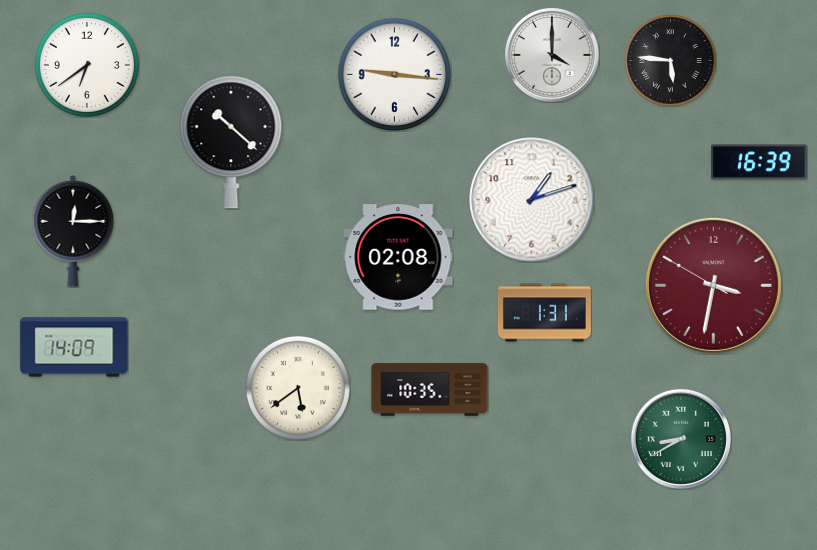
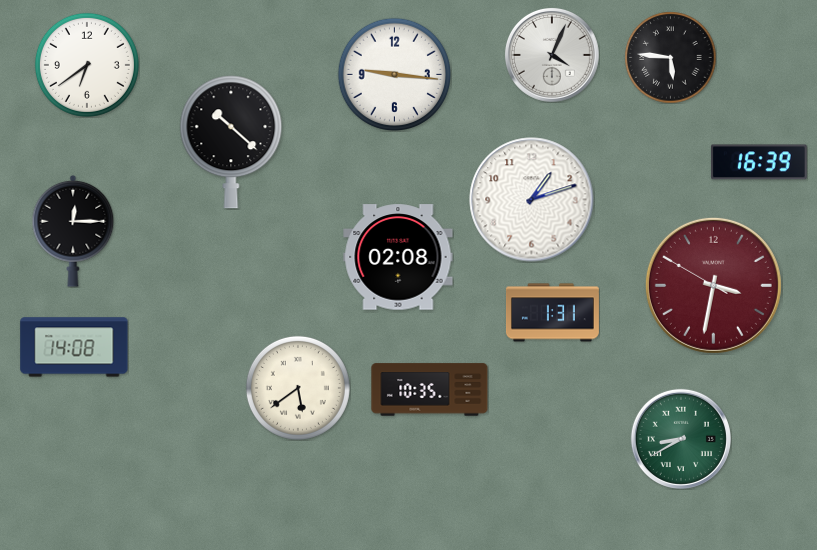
clock at (552, 55): 4:00 -> 4:04
clock at (670, 60) position: (670, 60) -> (670, 57)
clock at (544, 313) position: (544, 313) -> (552, 313)
clock at (74, 347): 14:09 -> 14:08
